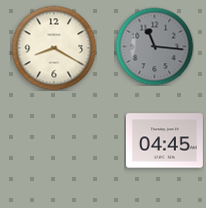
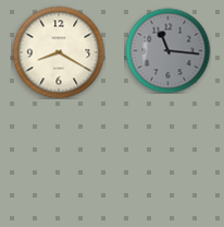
clock at (164, 141): 04:45 -> none
